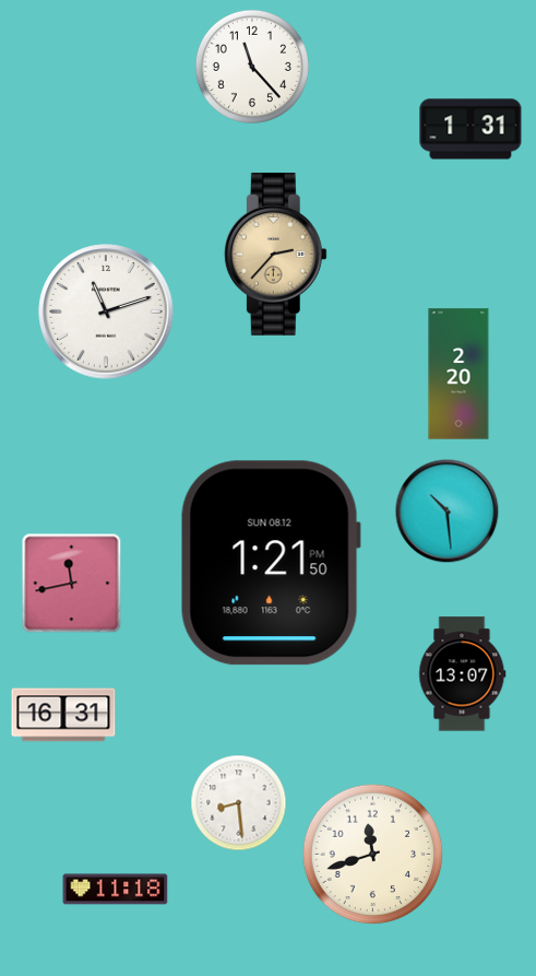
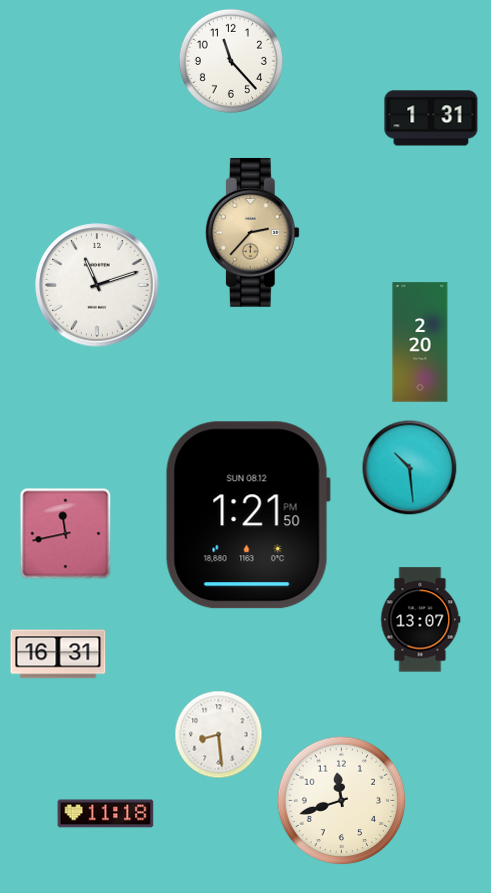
clock at (463, 674) position: (463, 674) -> (421, 620)
clock at (373, 855) position: (373, 855) -> (342, 801)
